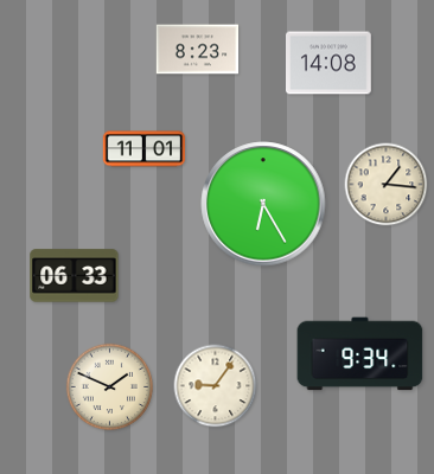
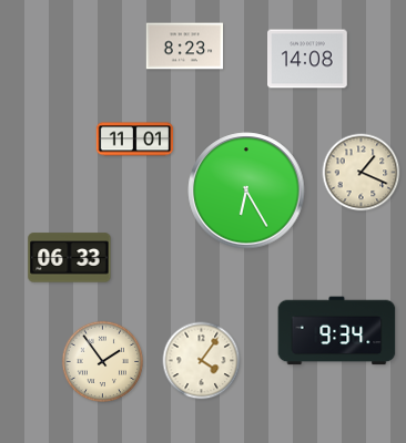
clock at (387, 185): 1:16 -> 1:19
clock at (216, 386): 9:06 -> 4:06
clock at (110, 387): 1:49 -> 1:54
